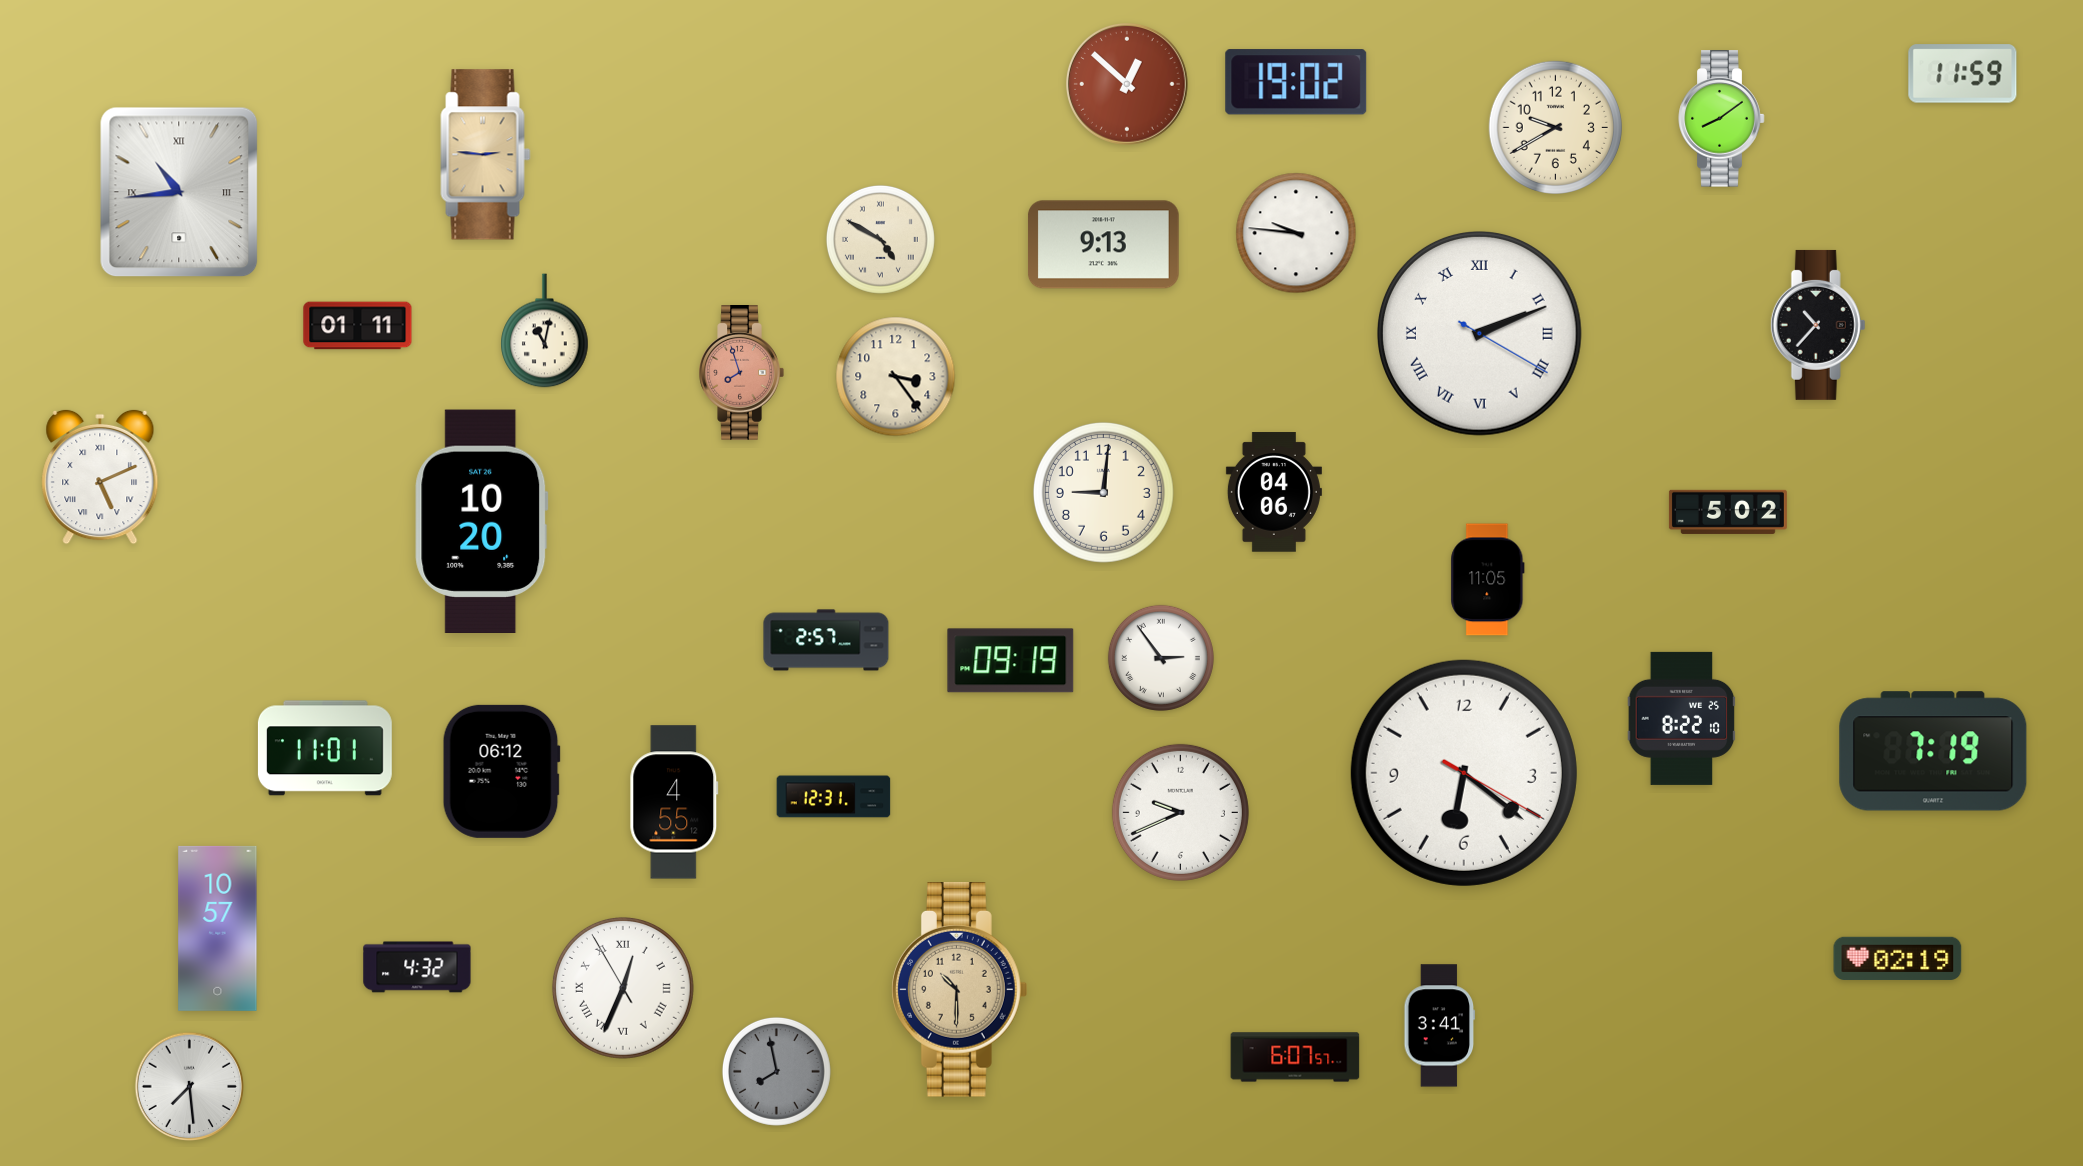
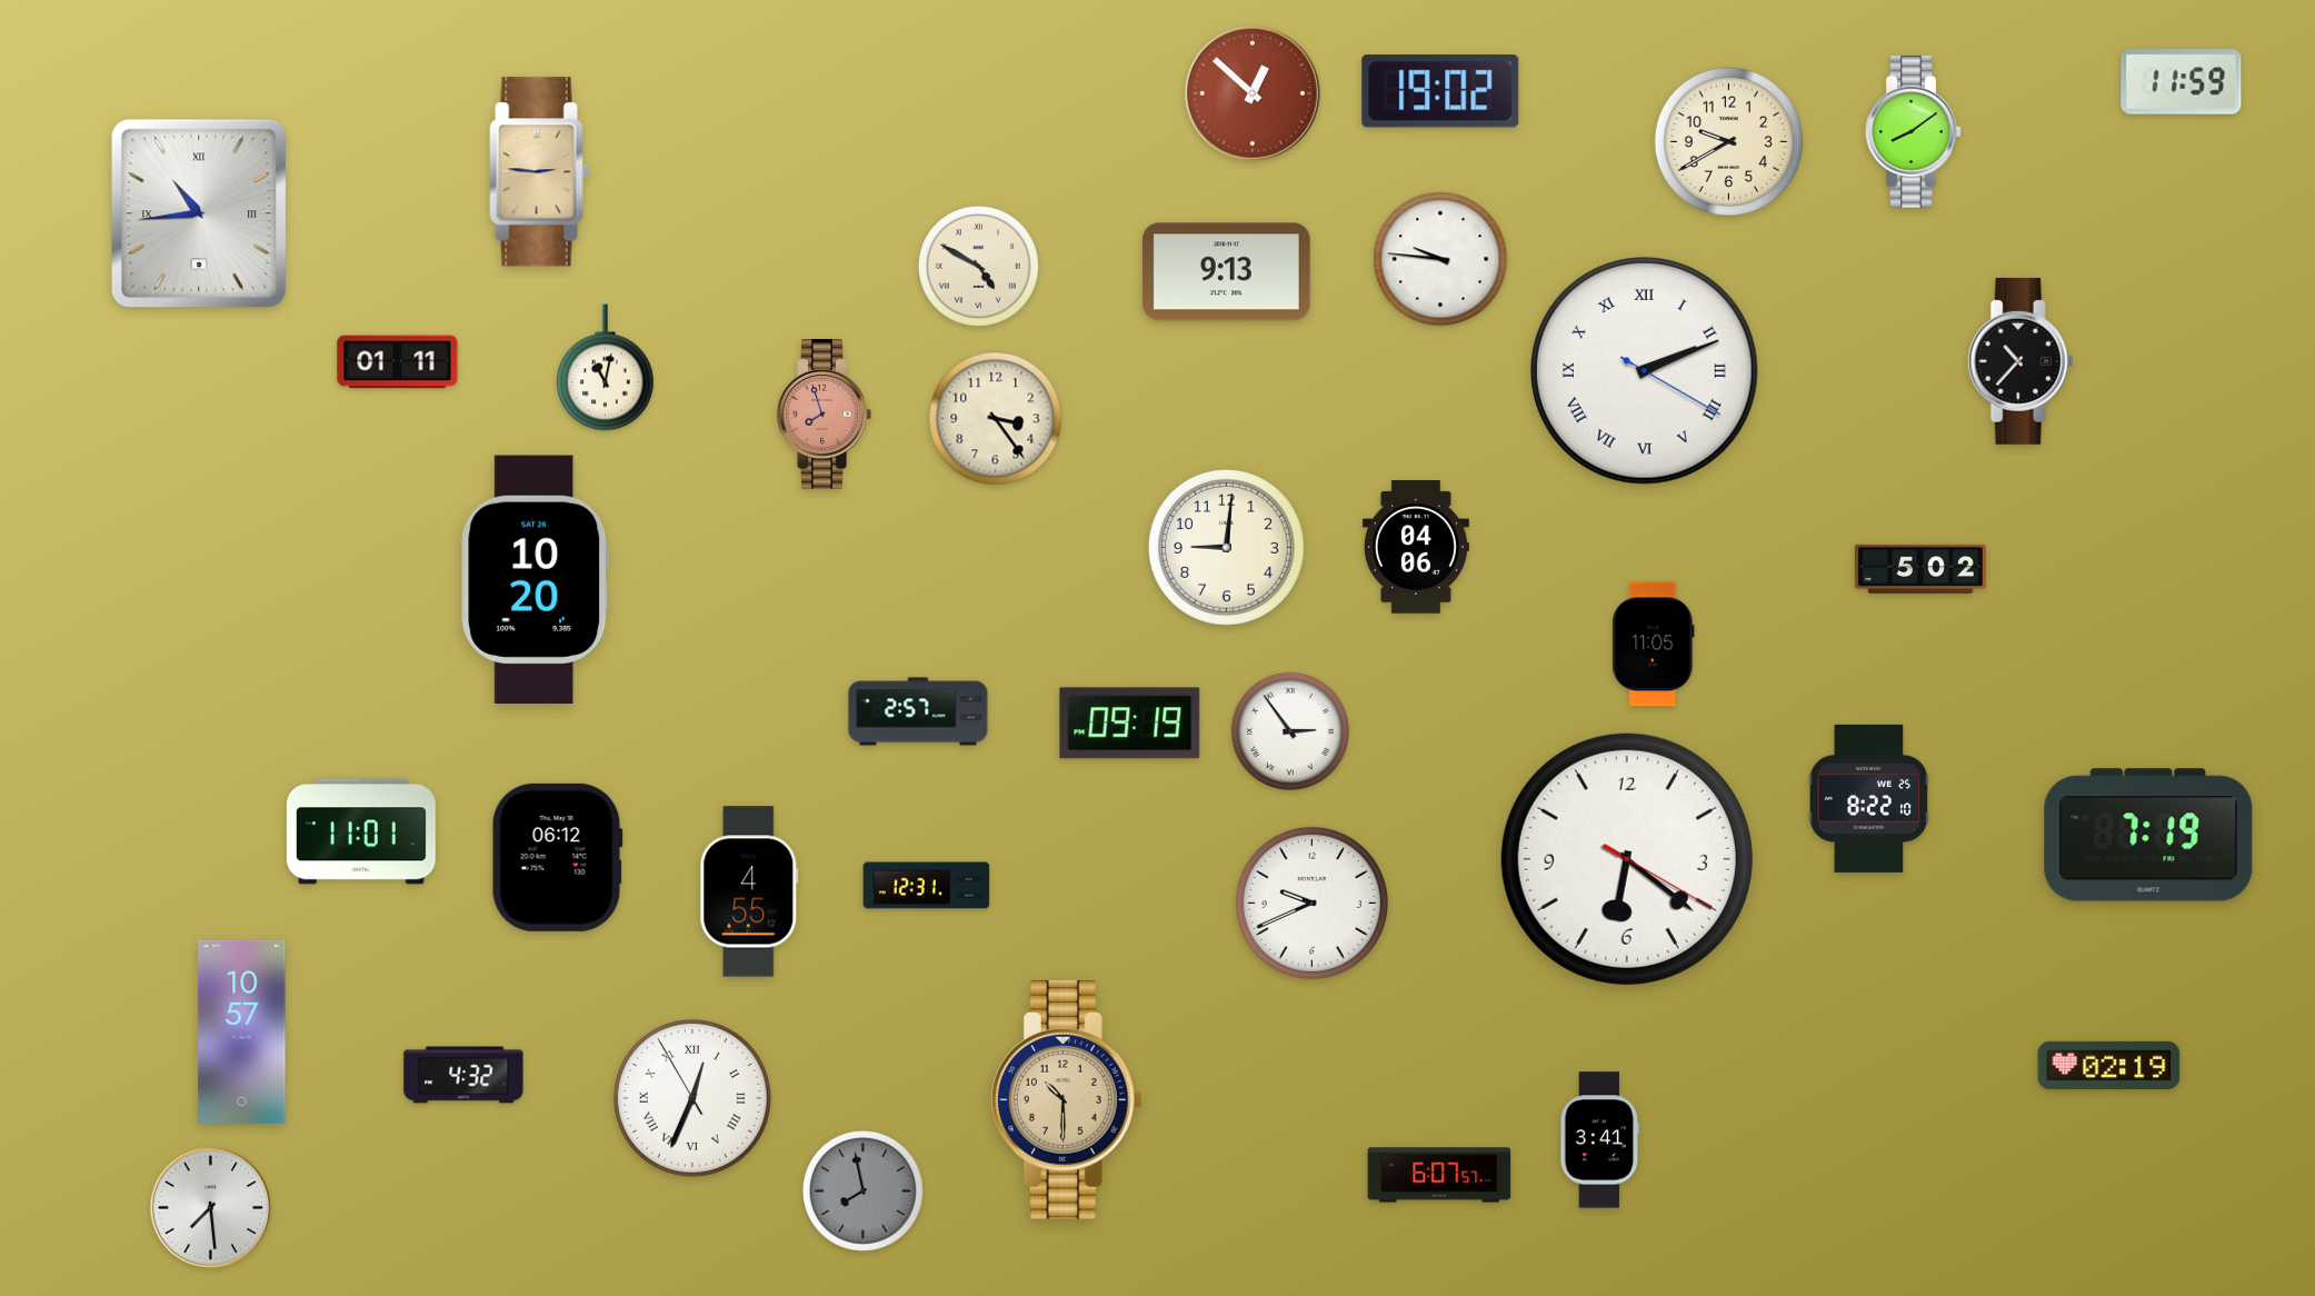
clock at (100, 477): 5:11 -> none
clock at (1011, 661) position: (1011, 661) -> (1130, 724)
